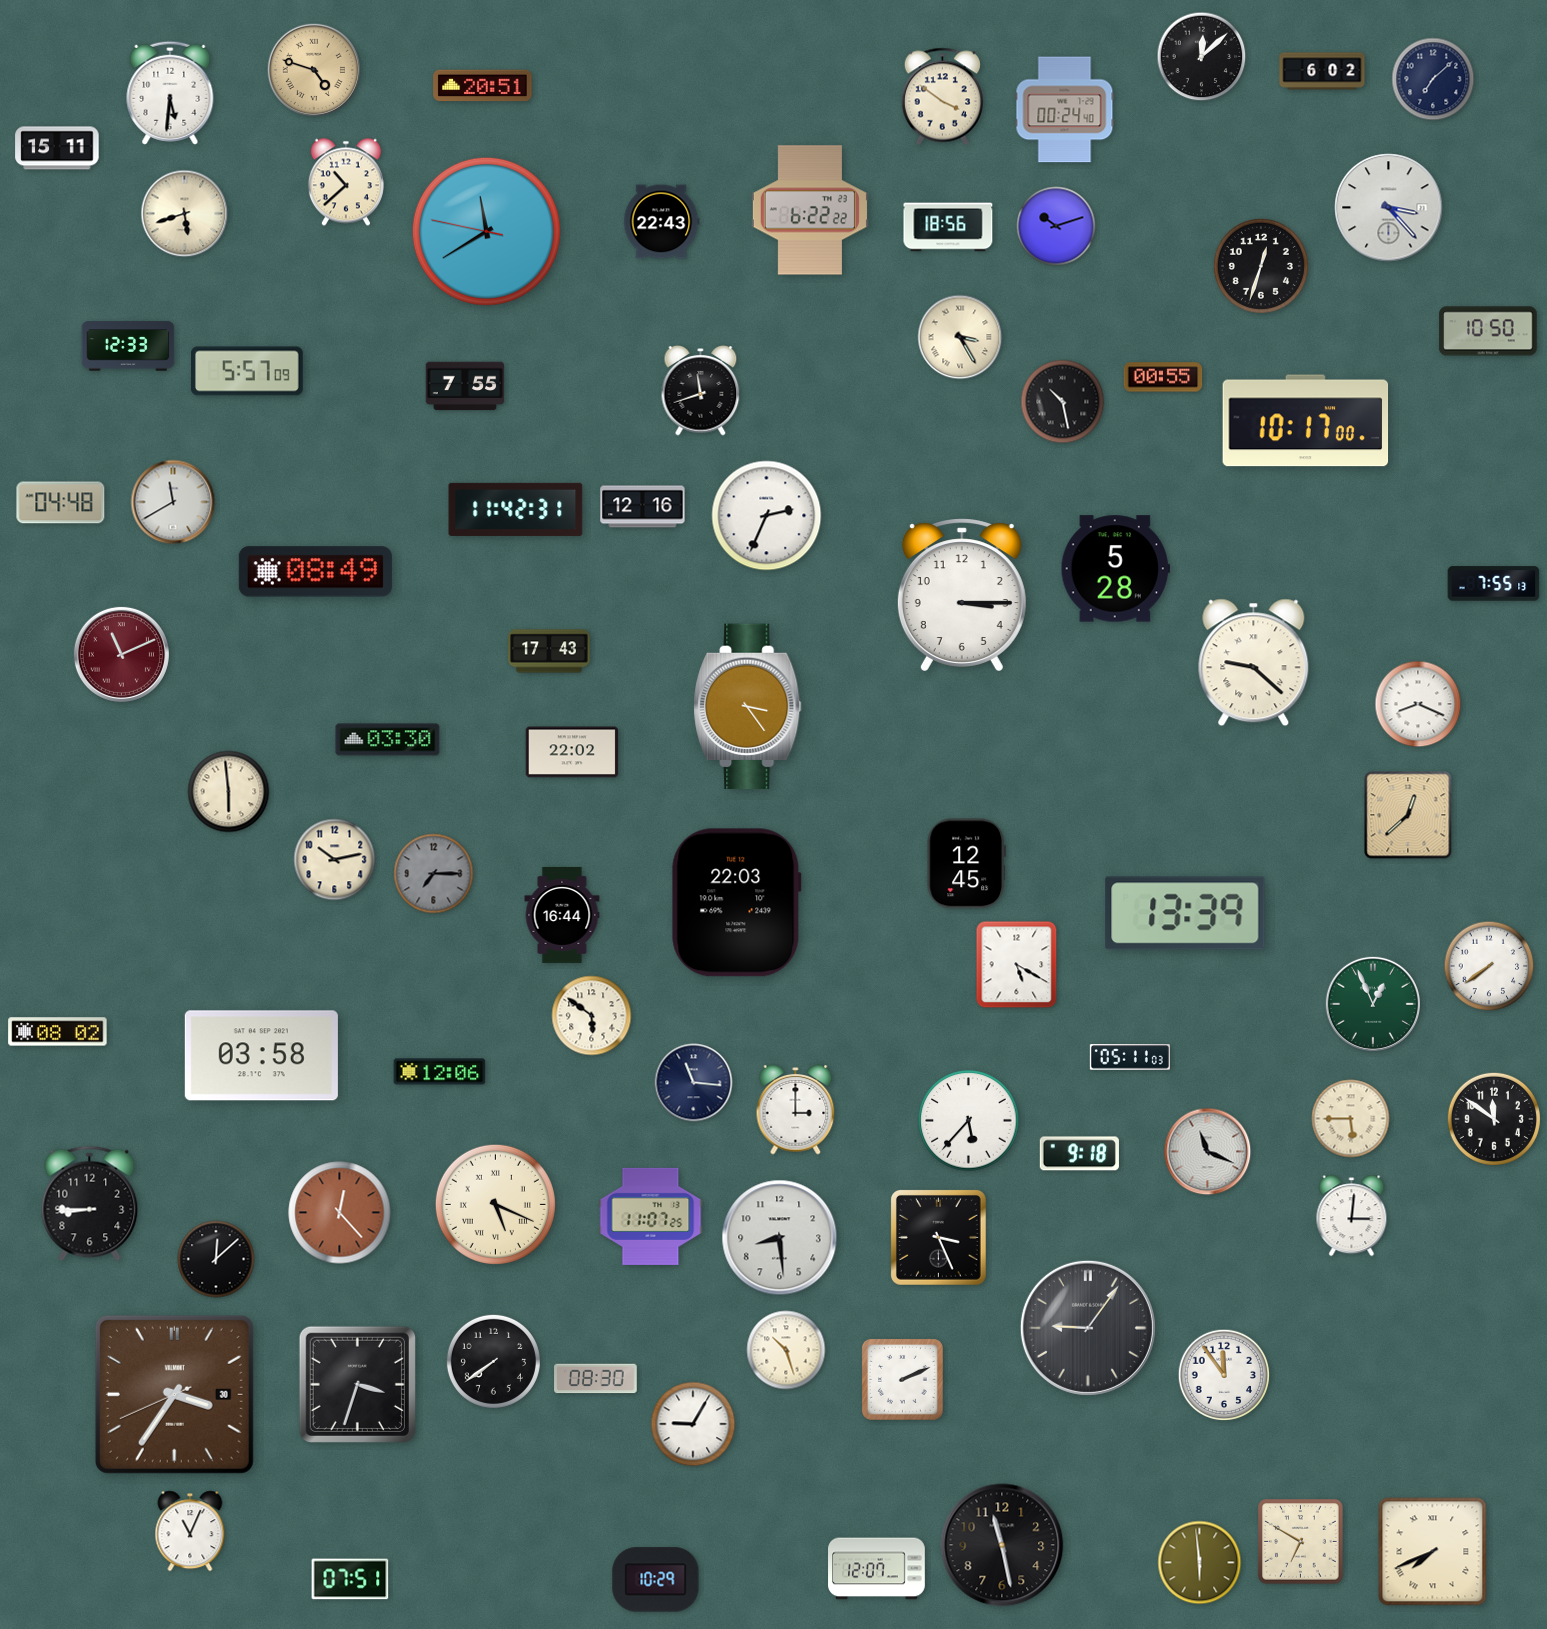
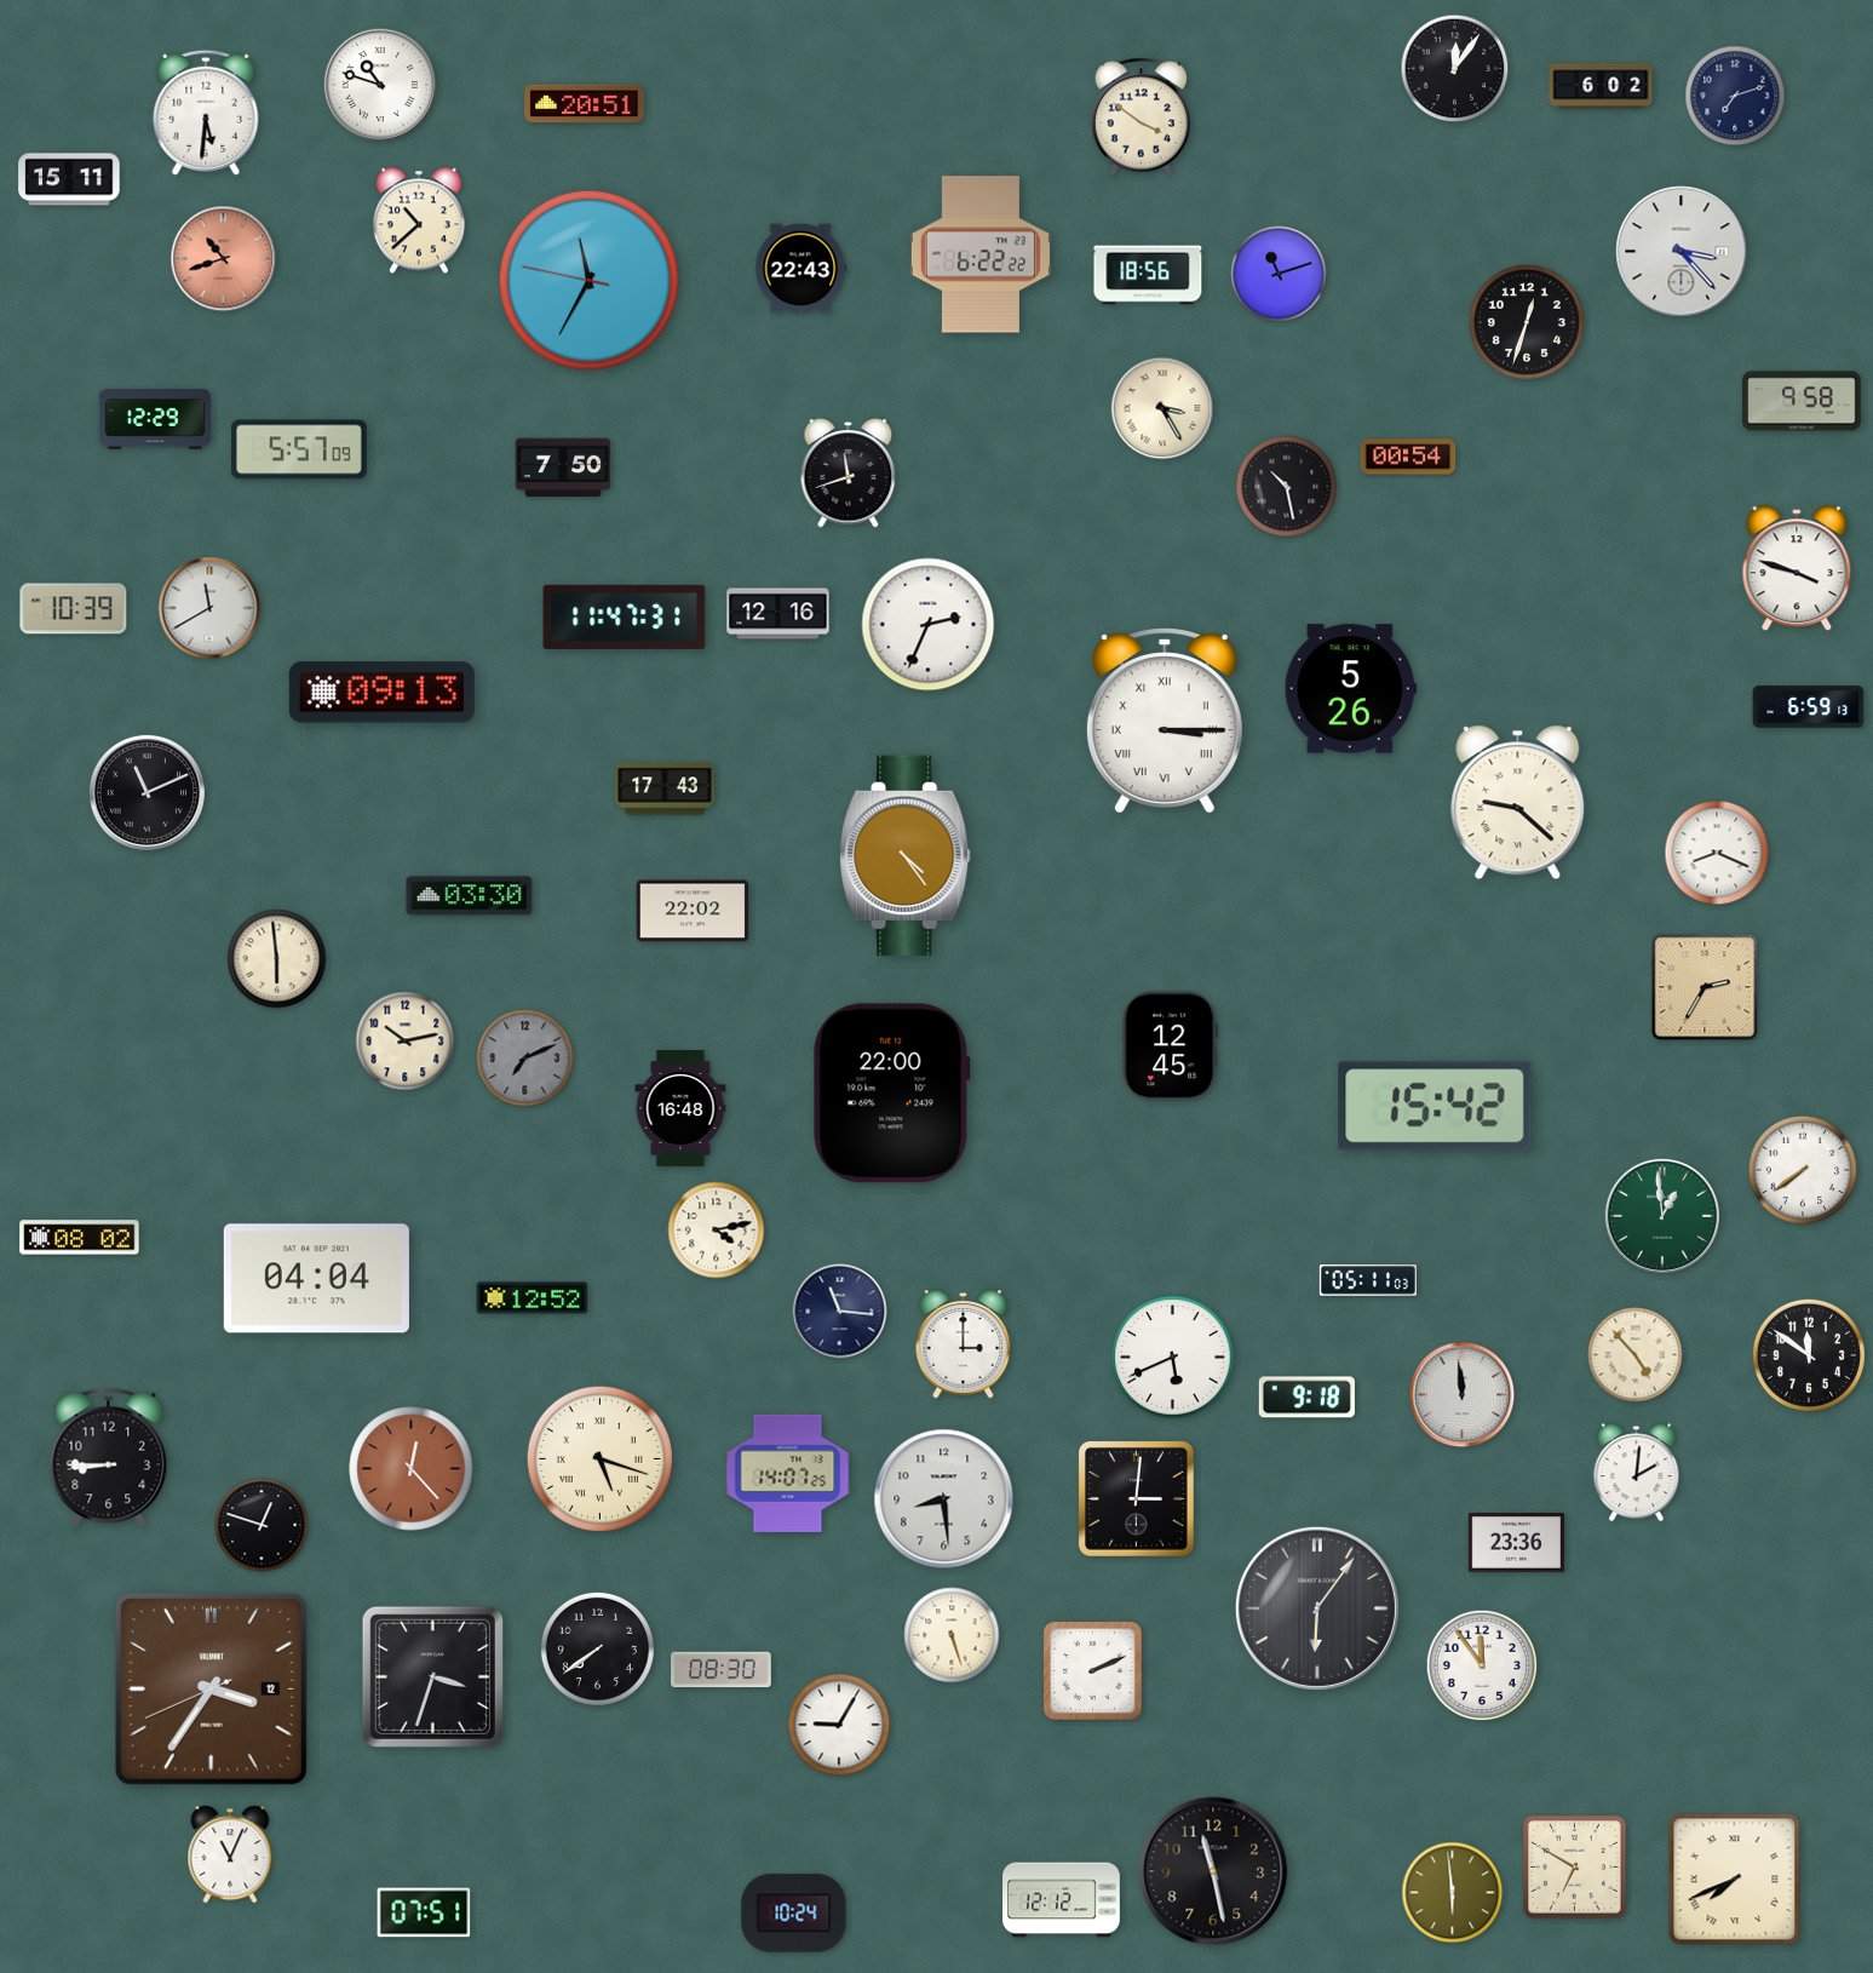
clock at (1202, 57): 12:08 -> 12:06
clock at (313, 69): 4:48 -> 10:48
clock at (313, 69) dial: champagne -> white
clock at (1433, 79): 7:08 -> 7:12
clock at (1065, 110): 00:24 -> none
clock at (185, 214): 5:42 -> 10:42
clock at (185, 214) dial: cream -> salmon
clock at (1056, 226): 10:12 -> 11:12
clock at (486, 231): 11:39 -> 11:34
clock at (1488, 331): 10:50 -> 9:58
clock at (128, 346): 12:33 -> 12:29
clock at (1163, 377): 00:55 -> 00:54
clock at (465, 386): 7:55 -> 7:50
clock at (1306, 421): 10:17 -> none
clock at (1797, 569): none -> 3:48
clock at (61, 503): 04:48 -> 10:39
clock at (516, 509): 11:42 -> 11:47
clock at (1115, 569): 5:28 -> 5:26
clock at (315, 572): 08:49 -> 09:13
clock at (1494, 584): 7:55 -> 6:59
clock at (962, 595) numerals: Arabic -> Roman
clock at (121, 654) dial: burgundy -> black
clock at (748, 707): 3:24 -> 4:24
clock at (1408, 815): 12:38 -> 2:35
clock at (434, 874): 7:15 -> 7:11
clock at (736, 903): 22:03 -> 22:00
clock at (1185, 913): 13:39 -> 15:42
clock at (562, 915): 16:44 -> 16:48
clock at (1017, 965): 5:20 -> none
clock at (1373, 1004): 12:56 -> 12:59
clock at (592, 1016): 5:51 -> 4:13
clock at (58, 1032) position: (58, 1032) -> (80, 1238)
clock at (261, 1056): 03:58 -> 04:04
clock at (440, 1072): 12:06 -> 12:52
clock at (1351, 1119): 5:45 -> 4:53
clock at (969, 1121): 5:37 -> 5:41
clock at (1208, 1152): 11:19 -> 11:59
clock at (495, 1204): 5:19 -> 5:18
clock at (651, 1216): 11:07 -> 14:07
clock at (1352, 1216): 3:01 -> 2:01
clock at (939, 1238): 3:26 -> 3:01
clock at (216, 1259): 12:08 -> 12:48
clock at (1516, 1543): none -> 23:36
clock at (1088, 1328): 9:06 -> 6:06
clock at (786, 1350): 10:27 -> 5:27
clock at (174, 1394) date: 30 -> 12
clock at (877, 1569): 12:07 -> 12:12
clock at (656, 1580): 10:29 -> 10:24
